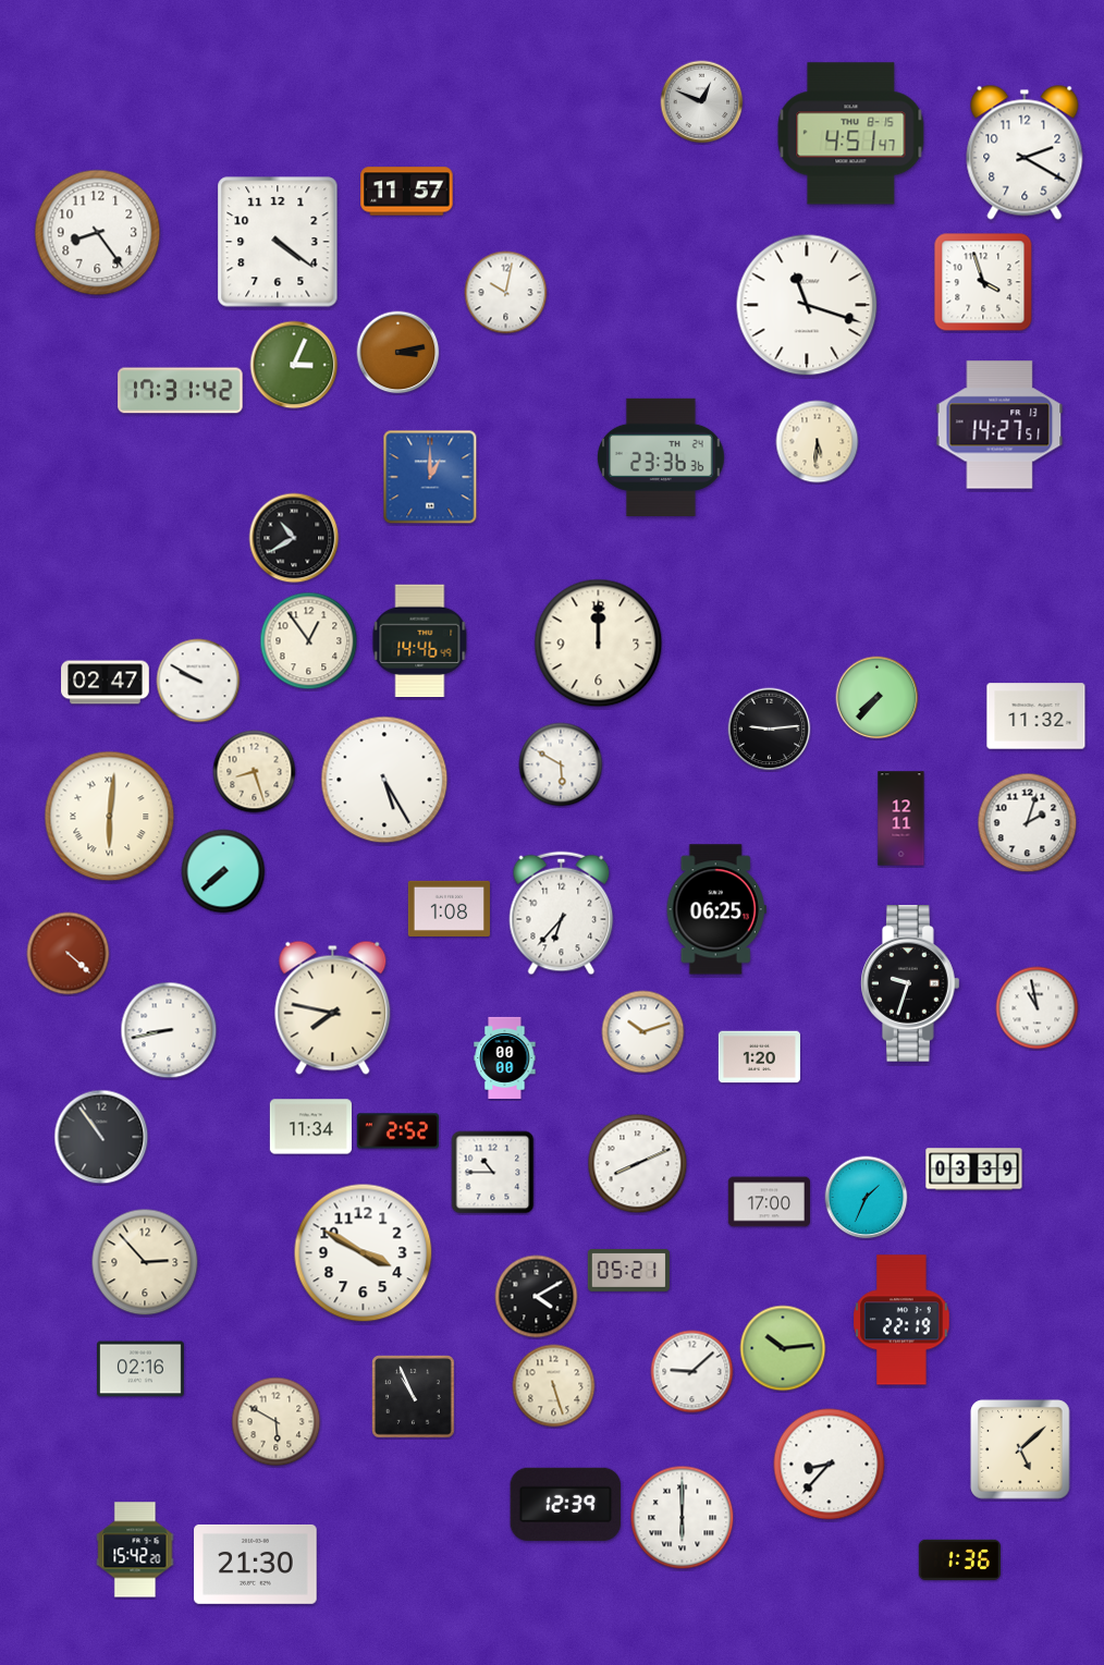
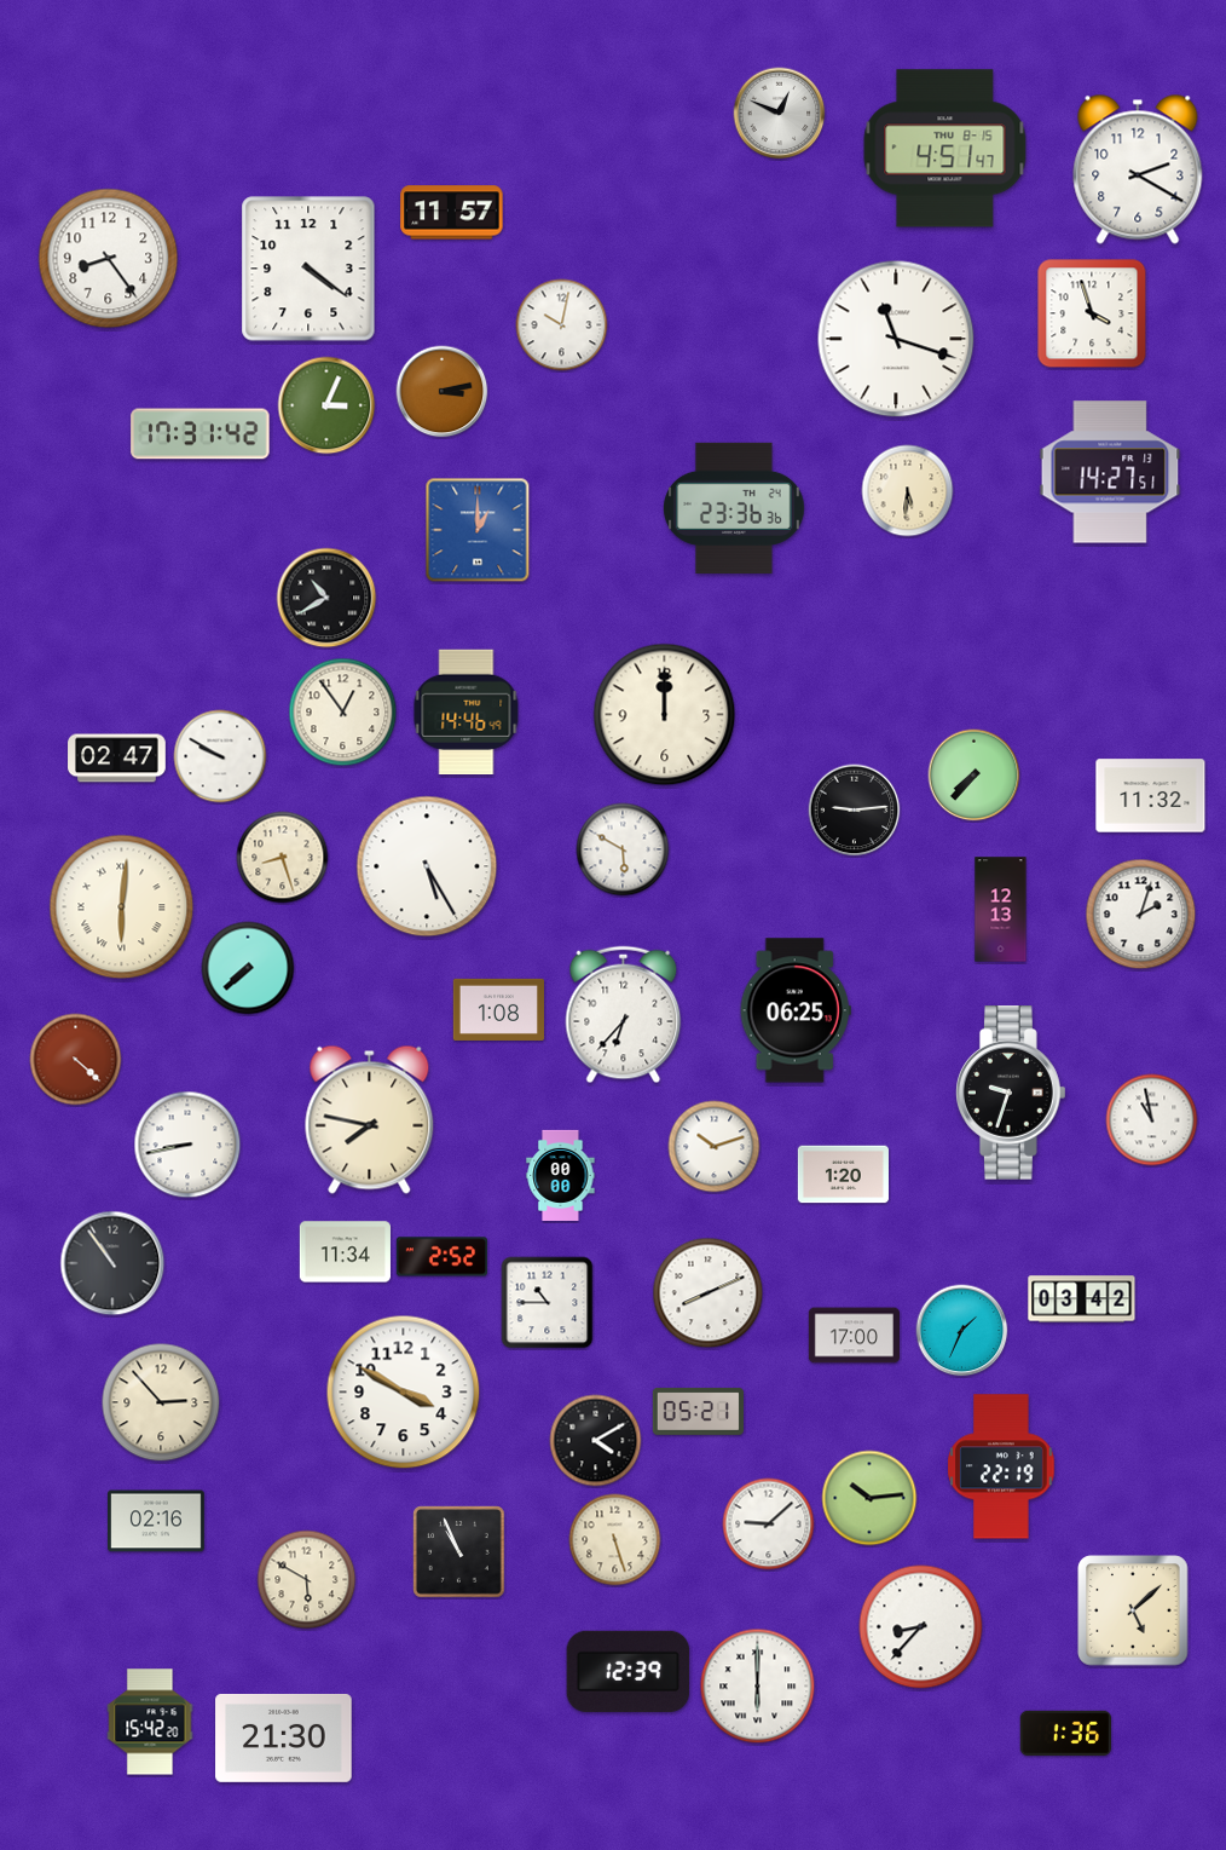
clock at (901, 819): 12:11 -> 12:13
clock at (974, 1170): 03:39 -> 03:42
